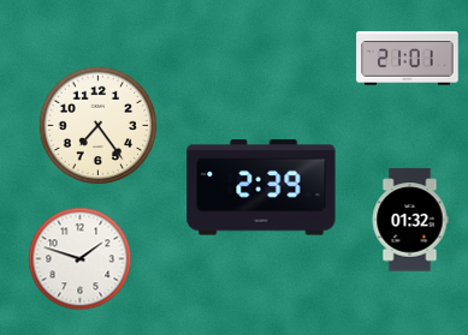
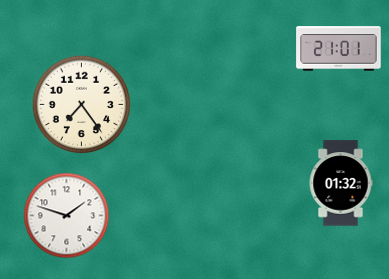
clock at (261, 187): 2:39 -> none
